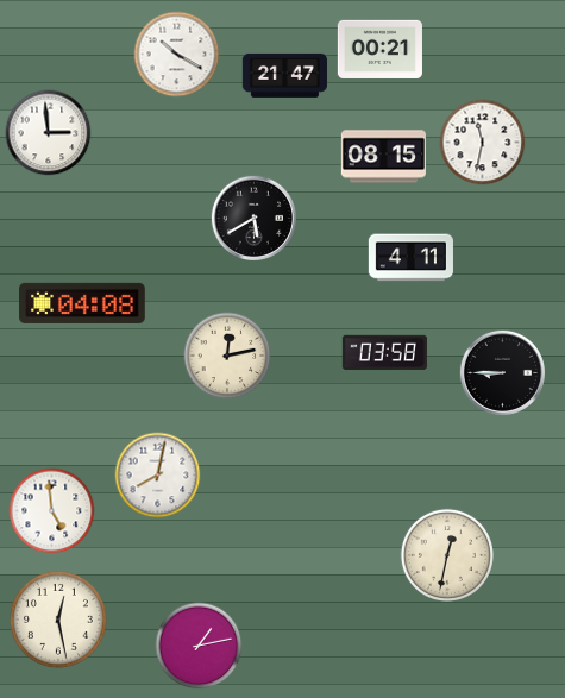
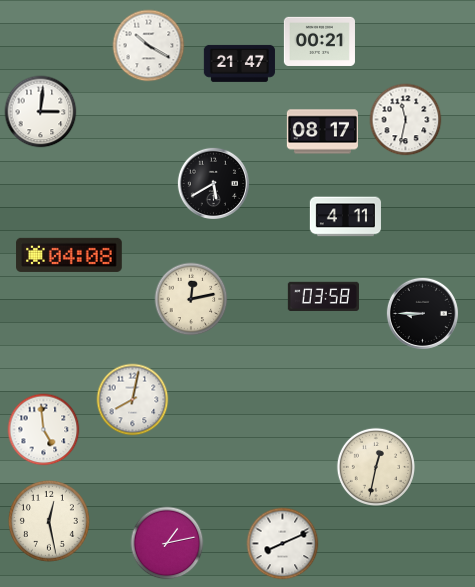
clock at (49, 133): 2:59 -> 3:01
clock at (383, 157): 08:15 -> 08:17
clock at (283, 544): none -> 8:11
